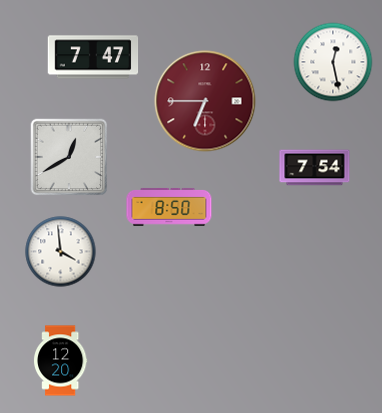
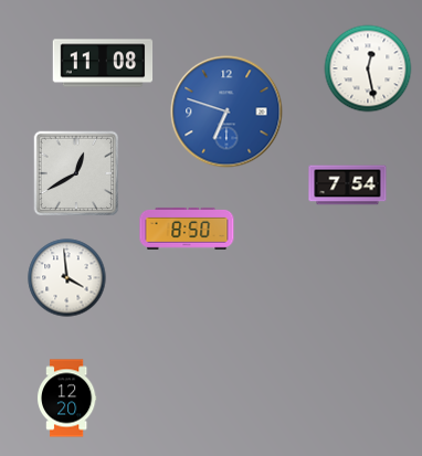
clock at (93, 57): 7:47 -> 11:08
clock at (205, 101): 6:45 -> 6:48
clock at (205, 101) dial: burgundy -> blue
